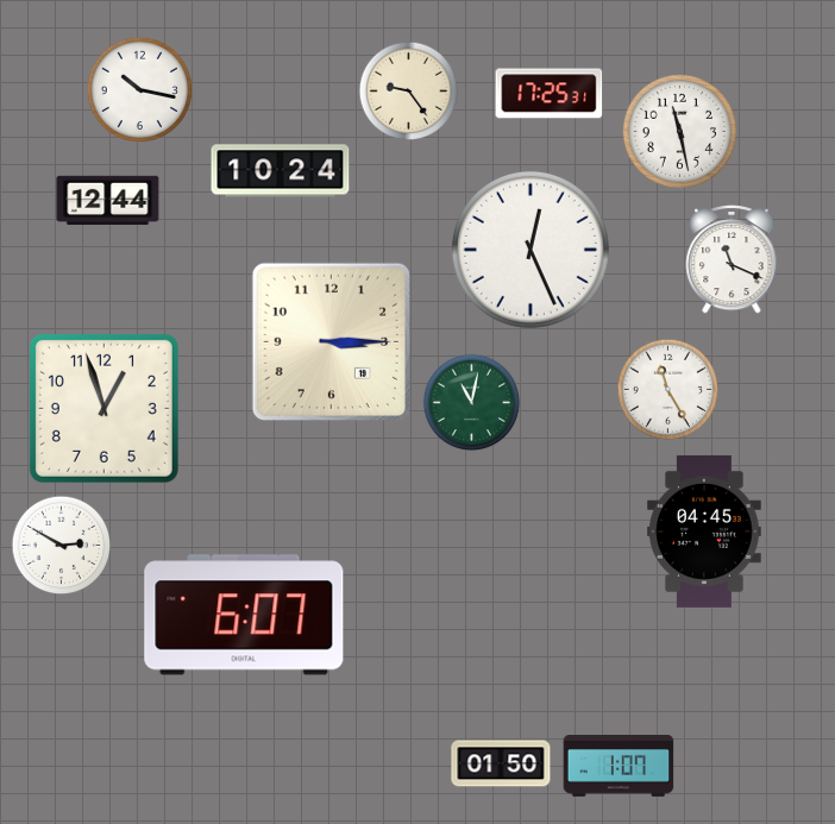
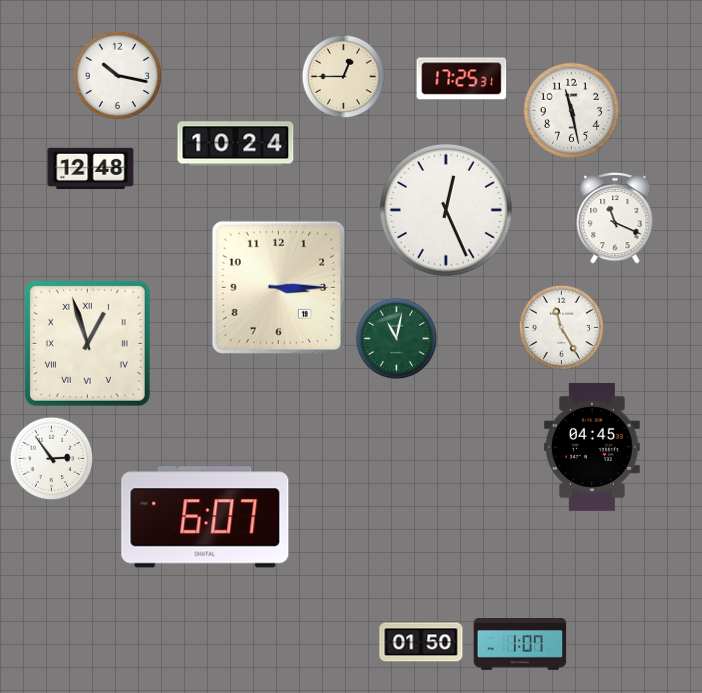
clock at (409, 92): 9:24 -> 12:45
clock at (108, 201): 12:44 -> 12:48
clock at (103, 408) numerals: Arabic -> Roman
clock at (62, 546): 2:50 -> 2:54
